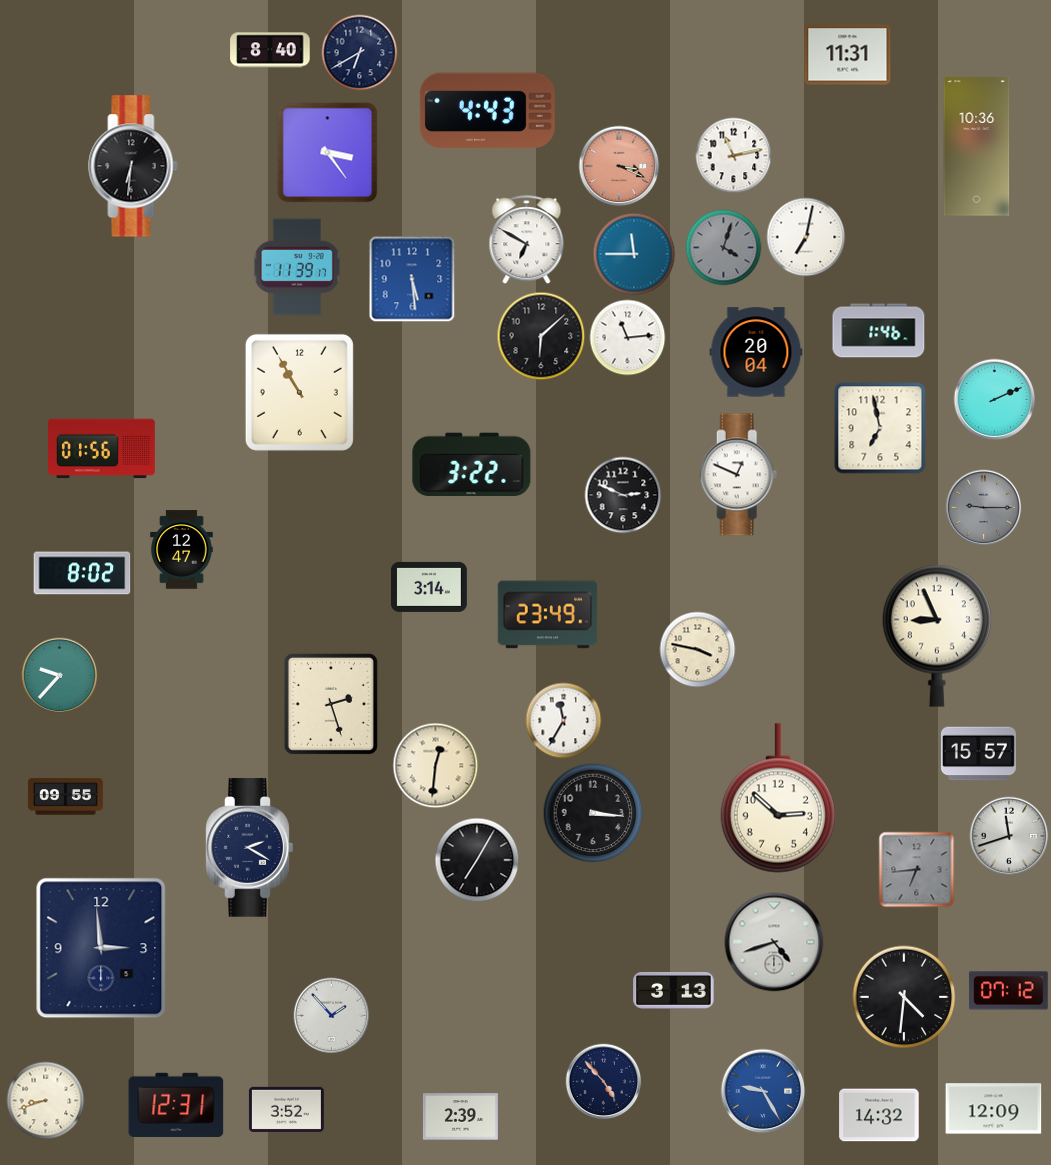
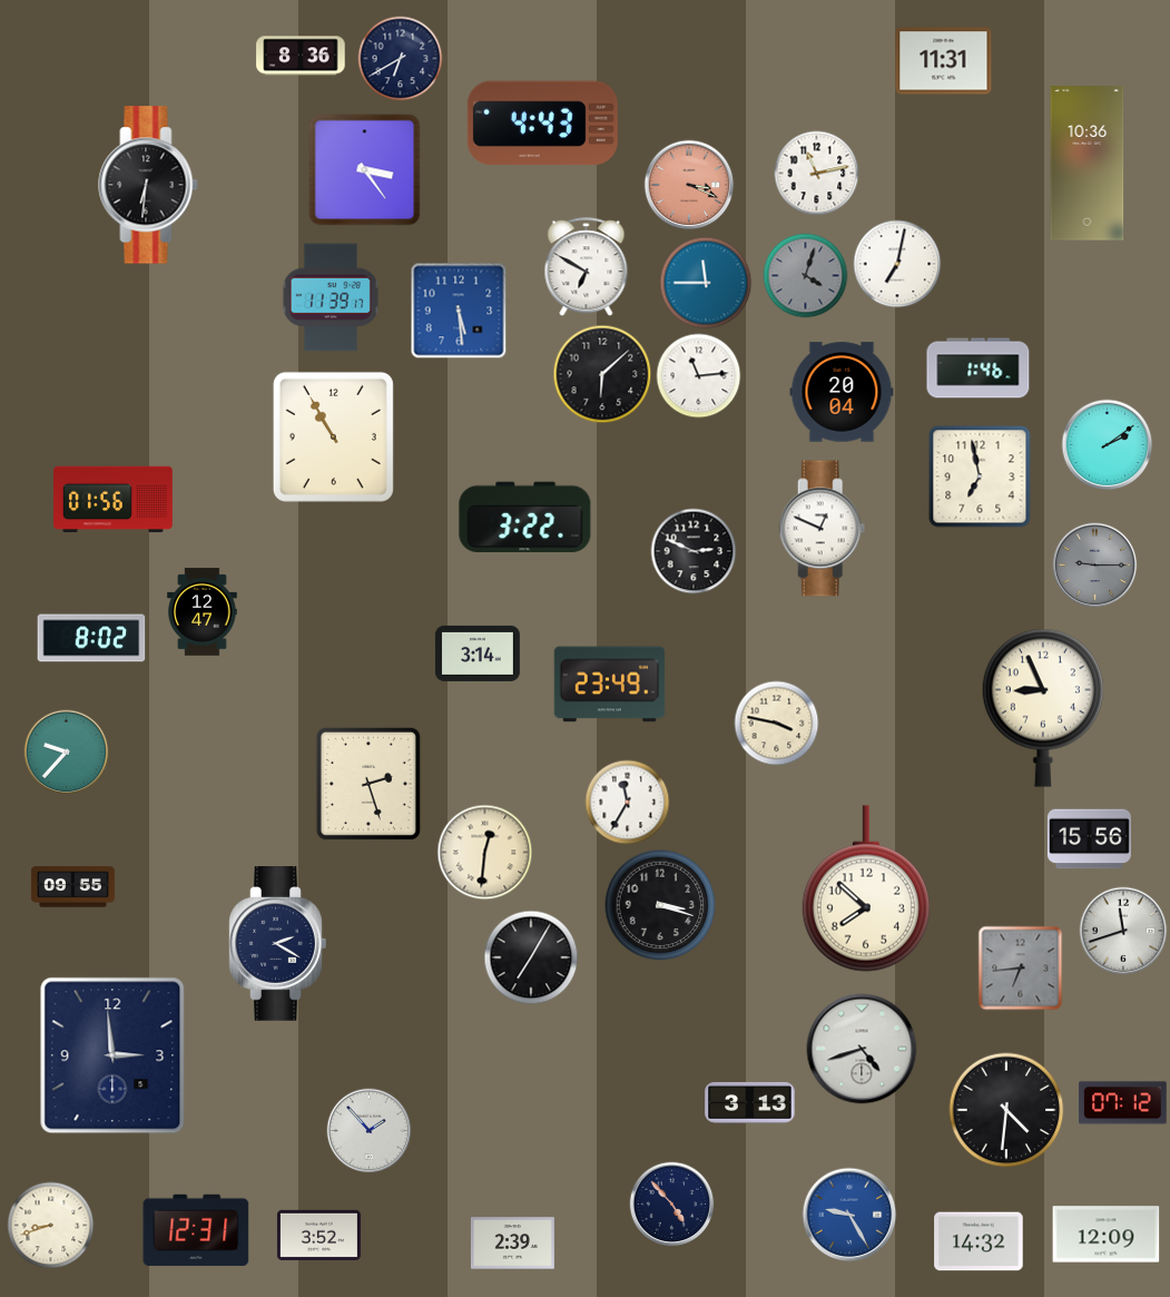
clock at (270, 50): 8:40 -> 8:36
clock at (995, 400): 2:11 -> 2:09
clock at (978, 754): 15:57 -> 15:56
clock at (778, 798): 2:52 -> 7:52
clock at (593, 813): 3:16 -> 3:18
